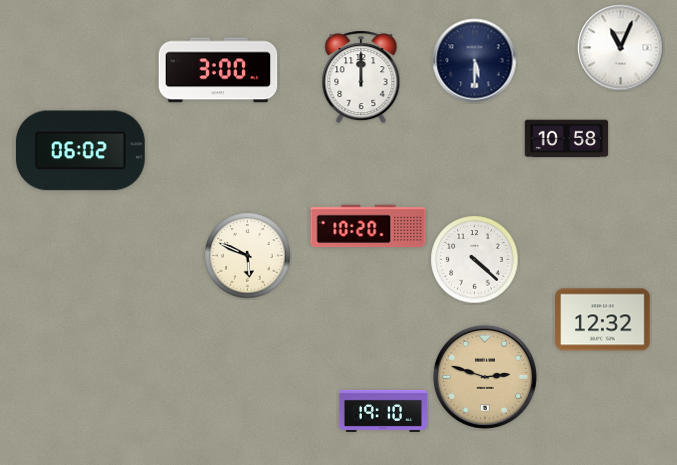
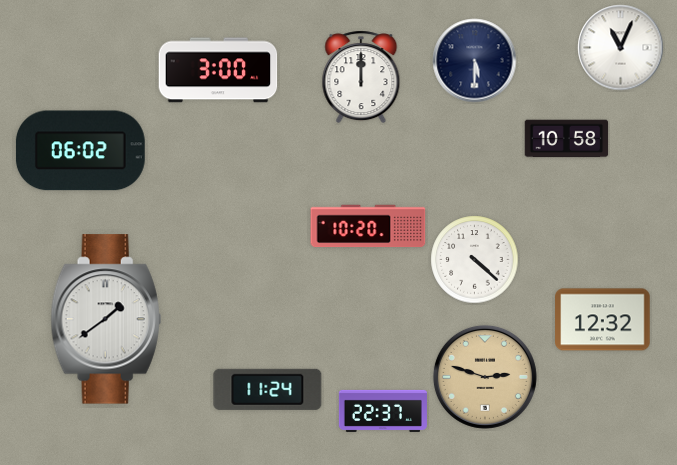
clock at (248, 256): 5:49 -> none
clock at (106, 319): none -> 1:39
clock at (268, 389): none -> 11:24
clock at (383, 411): 19:10 -> 22:37
